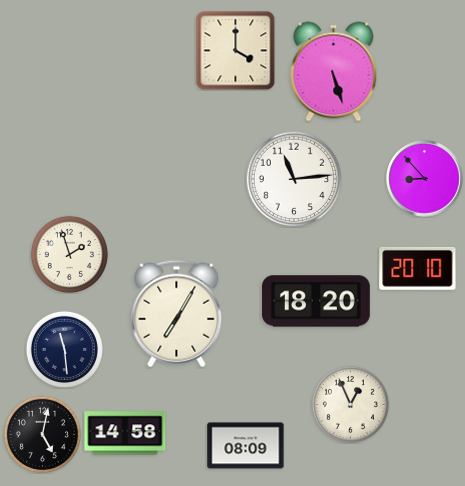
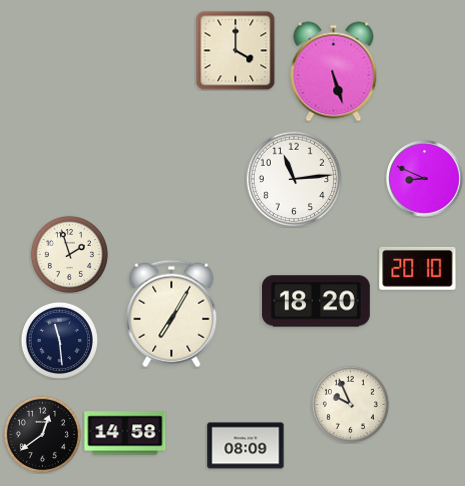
clock at (425, 179): 8:53 -> 8:49
clock at (177, 314) position: (177, 314) -> (172, 314)
clock at (64, 349) position: (64, 349) -> (59, 340)
clock at (350, 404): 12:56 -> 9:56
clock at (42, 434): 5:02 -> 12:39
